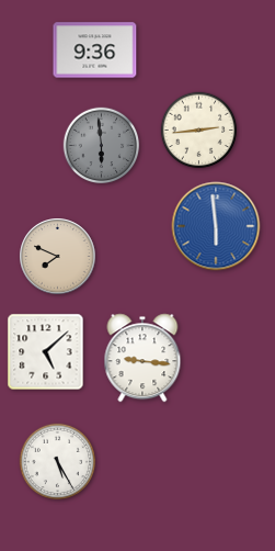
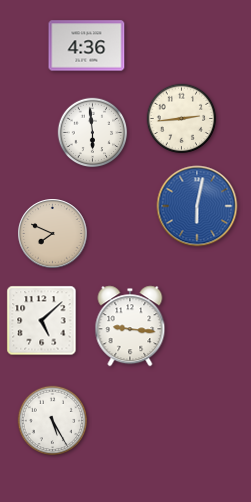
clock at (95, 50): 9:36 -> 4:36
clock at (102, 146) dial: grey -> white
clock at (216, 226): 5:59 -> 6:02
